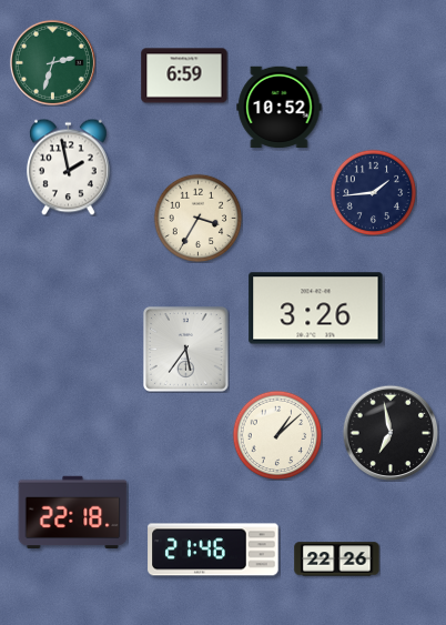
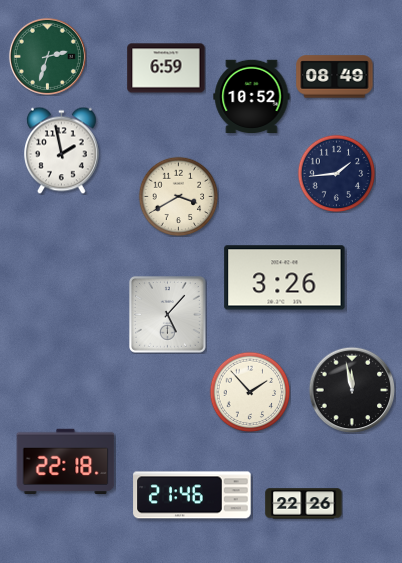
clock at (335, 77): none -> 08:49
clock at (197, 218): 3:35 -> 3:40
clock at (186, 350): 5:36 -> 5:07
clock at (391, 433): 6:58 -> 11:58
clock at (277, 435): 1:08 -> 1:53
